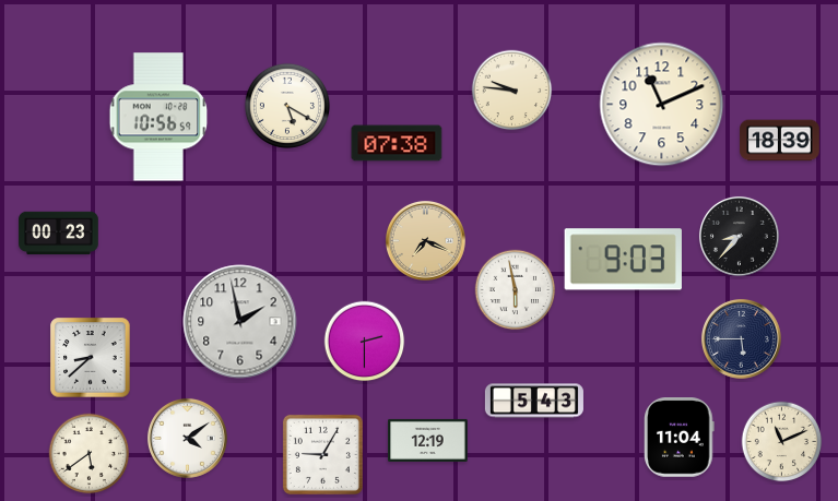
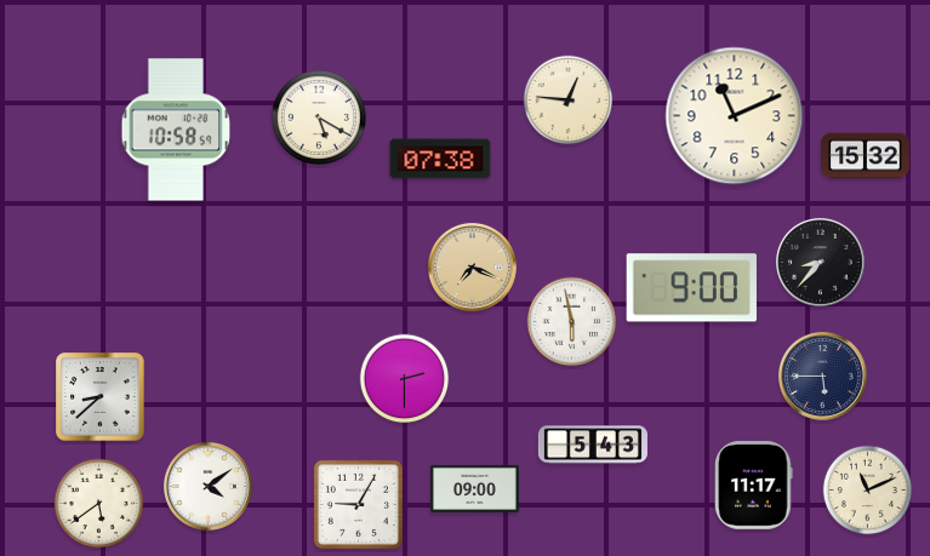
clock at (512, 91): 9:46 -> 12:46
clock at (158, 117): 10:56 -> 10:58
clock at (780, 141): 18:39 -> 15:32
clock at (59, 234): 00:23 -> none
clock at (623, 260): 9:03 -> 9:00
clock at (240, 322): 1:58 -> none
clock at (680, 438): 11:04 -> 11:17
clock at (428, 440): 12:19 -> 09:00
